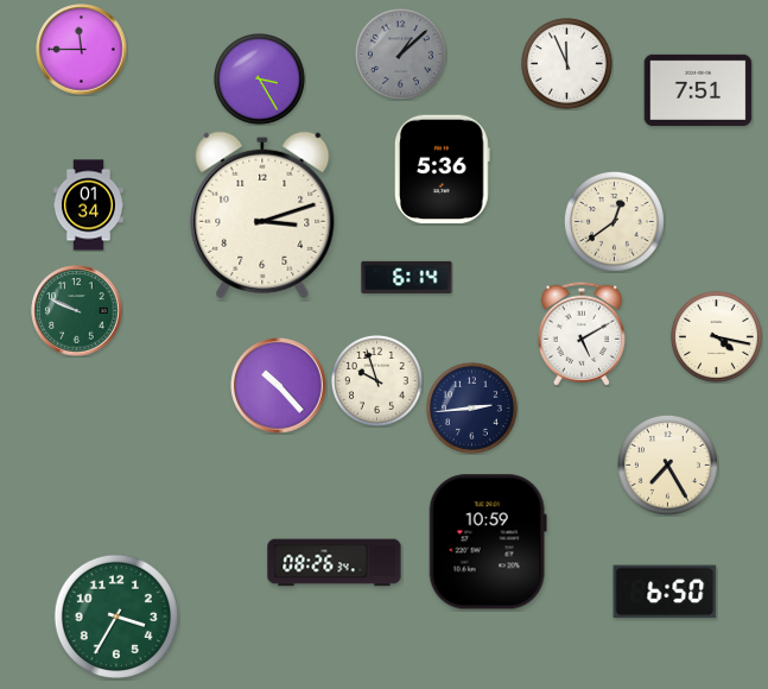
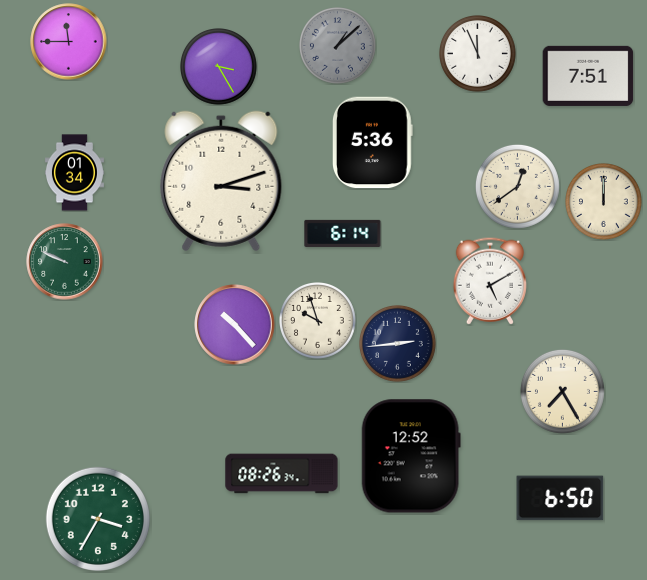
clock at (604, 202): none -> 12:00
clock at (717, 337): 4:17 -> none
clock at (488, 542): 10:59 -> 12:52
